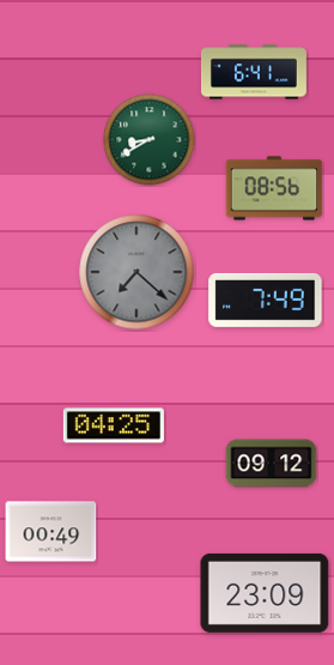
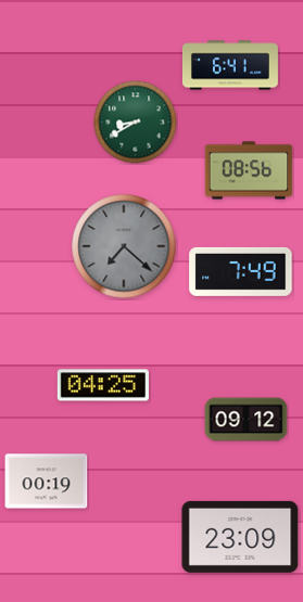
clock at (150, 140) position: (150, 140) -> (136, 123)
clock at (51, 532): 00:49 -> 00:19
